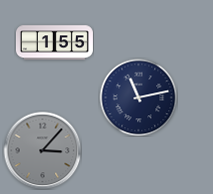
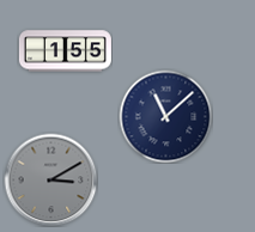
clock at (138, 97): 11:13 -> 11:08
clock at (42, 150): 3:07 -> 3:10
